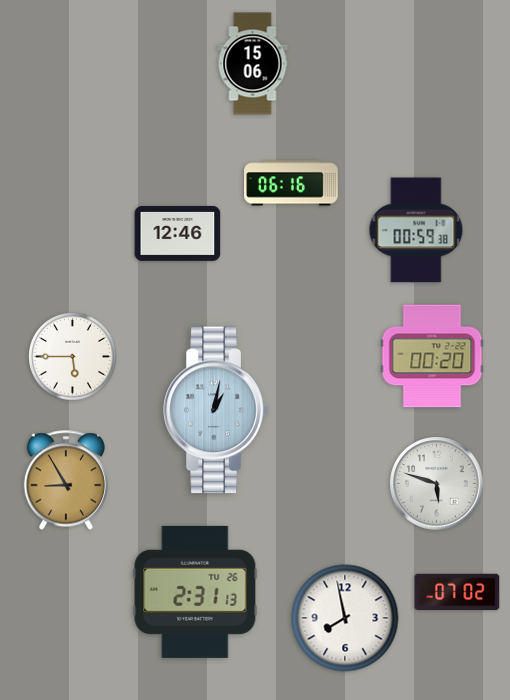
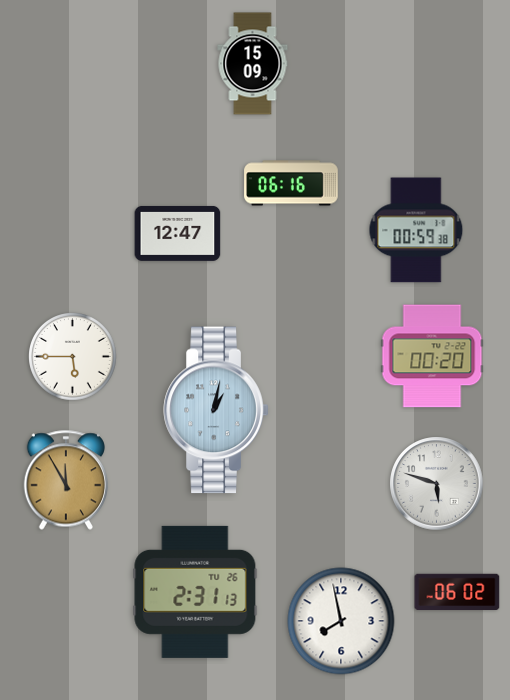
clock at (253, 64): 15:06 -> 15:09
clock at (178, 233): 12:46 -> 12:47
clock at (65, 480): 8:55 -> 11:55
clock at (457, 592): 07:02 -> 06:02
clock at (345, 618) position: (345, 618) -> (341, 621)
